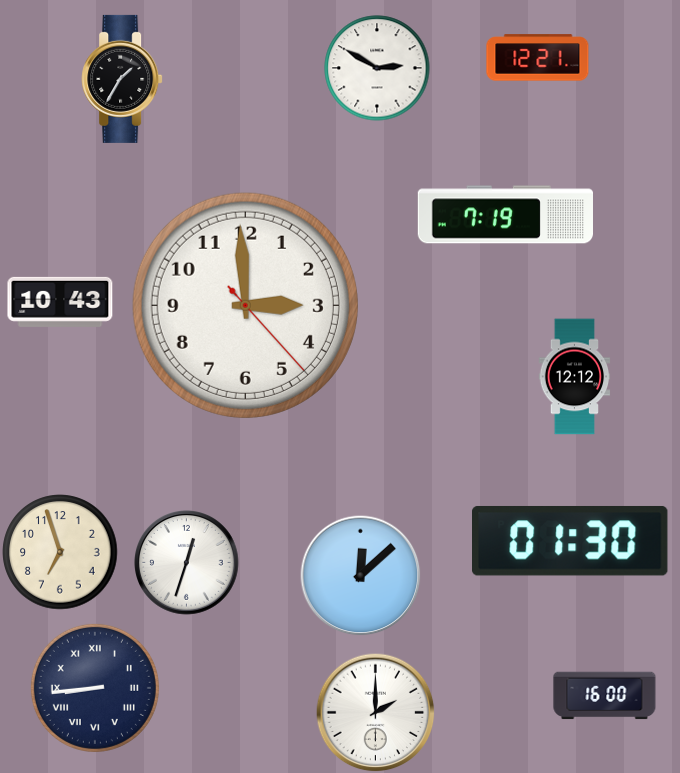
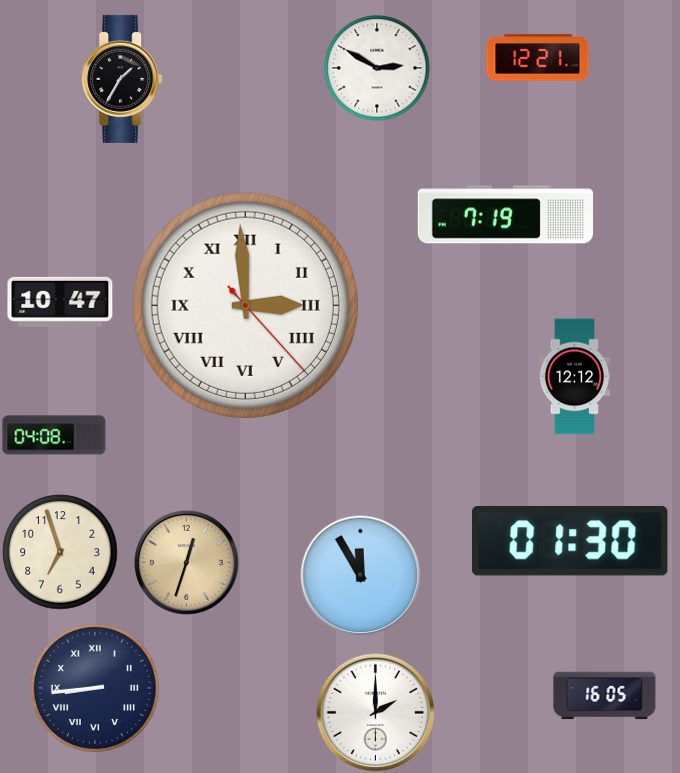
clock at (60, 302): 10:43 -> 10:47
clock at (245, 305) numerals: Arabic -> Roman
clock at (54, 435): none -> 04:08
clock at (187, 563) dial: white -> champagne
clock at (361, 576): 12:08 -> 11:55
clock at (605, 696): 16:00 -> 16:05
